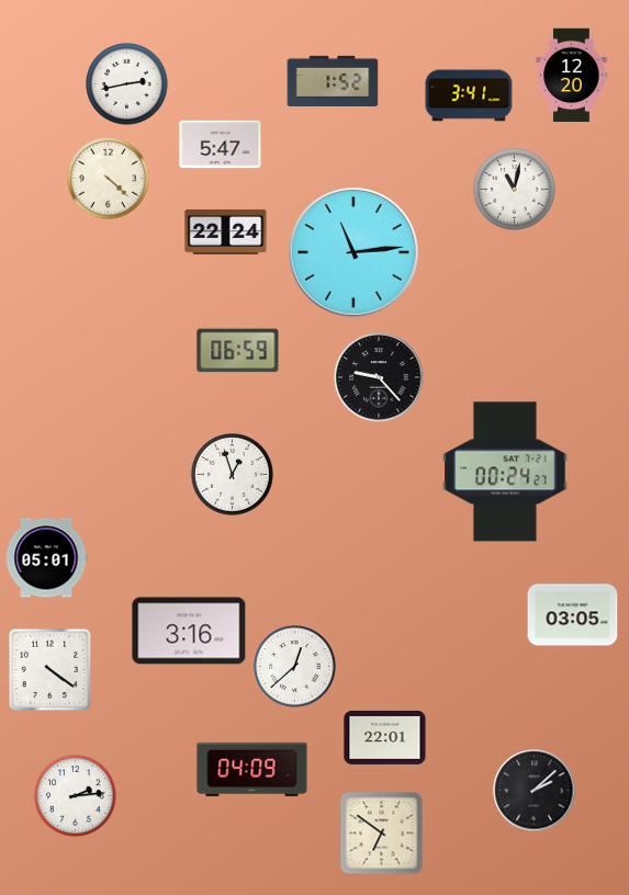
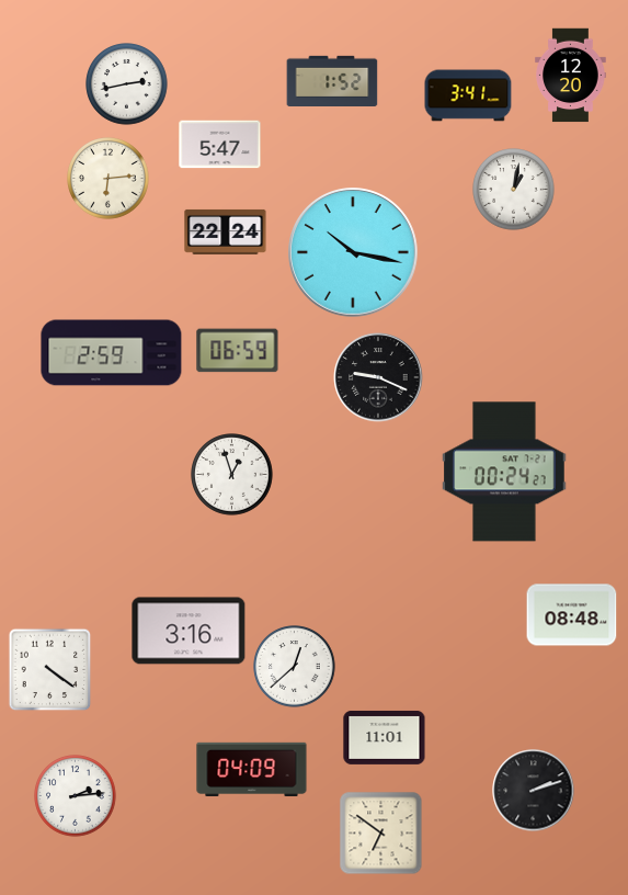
clock at (109, 179): 4:22 -> 6:14
clock at (515, 190): 11:02 -> 1:02
clock at (355, 253): 11:14 -> 10:17
clock at (112, 353): none -> 2:59
clock at (379, 377): 9:23 -> 9:19
clock at (46, 558): 05:01 -> none
clock at (573, 615): 03:05 -> 08:48
clock at (385, 737): 22:01 -> 11:01
clock at (535, 791): 2:08 -> 2:12
